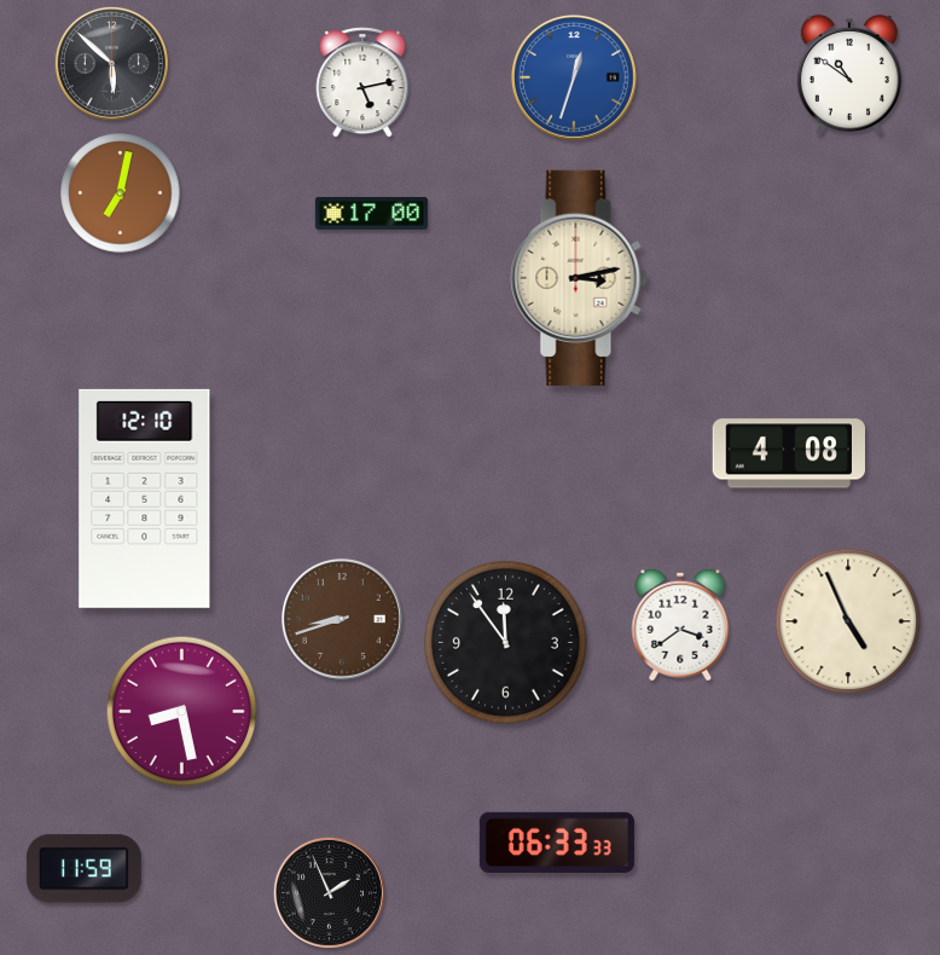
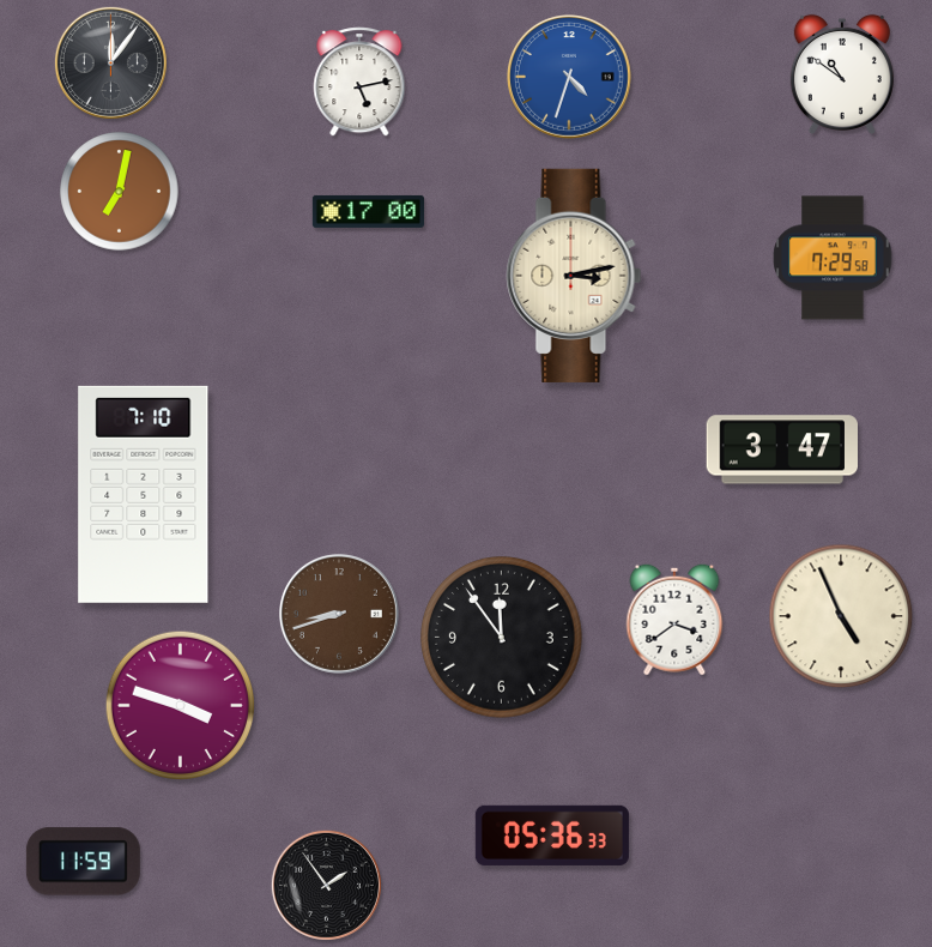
clock at (111, 63): 5:52 -> 12:06
clock at (574, 79): 12:33 -> 4:33
clock at (833, 258): none -> 7:29
clock at (788, 453): 4:08 -> 3:47
clock at (145, 498): 12:10 -> 7:10
clock at (182, 712): 8:28 -> 3:48
clock at (557, 843): 06:33 -> 05:36
clock at (329, 892): 1:56 -> 1:54
